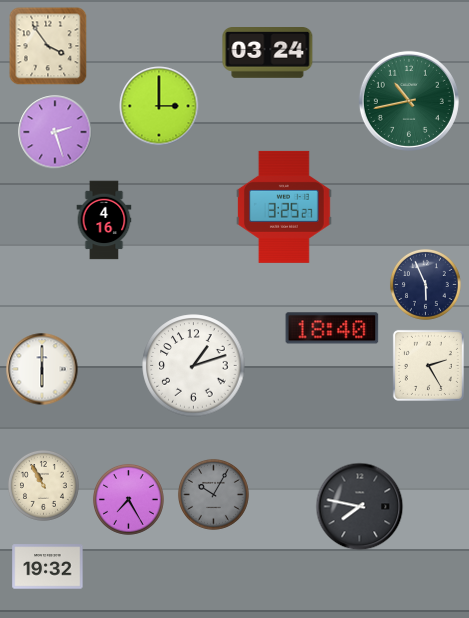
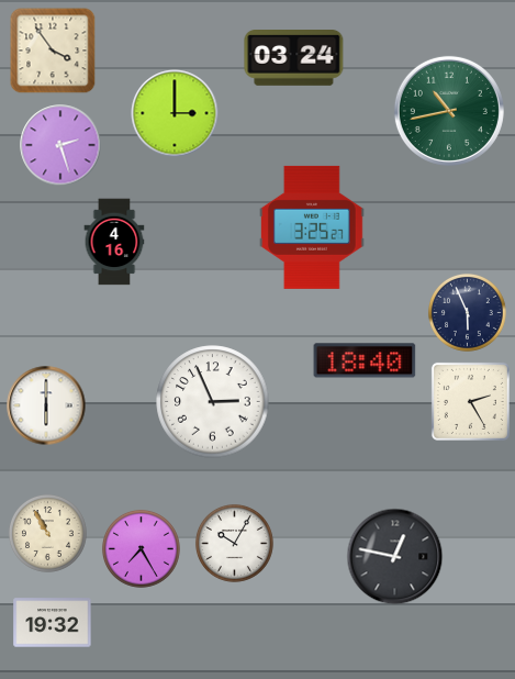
clock at (159, 106) position: (159, 106) -> (175, 113)
clock at (194, 366): 1:12 -> 2:56
clock at (213, 494) dial: grey -> white
clock at (360, 507): 7:47 -> 12:47
